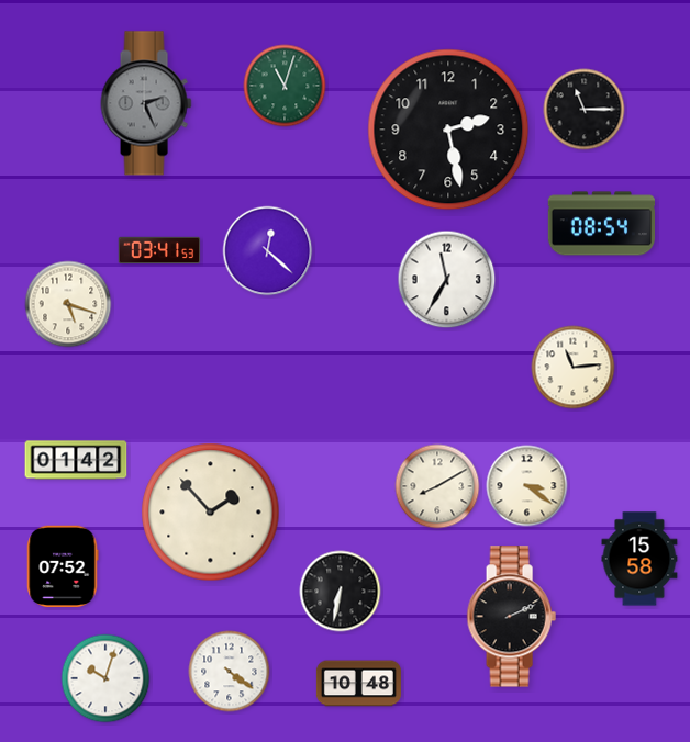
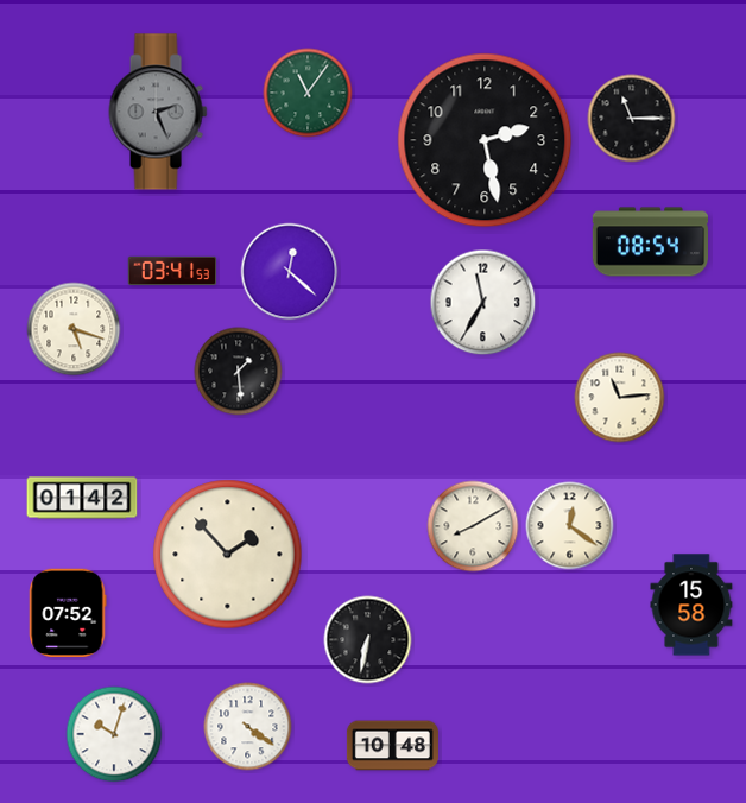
clock at (285, 86): 11:03 -> 11:06
clock at (239, 372): none -> 1:29
clock at (527, 486): 3:21 -> 12:21
clock at (511, 617): 2:11 -> none
clock at (358, 684) position: (358, 684) -> (392, 746)
